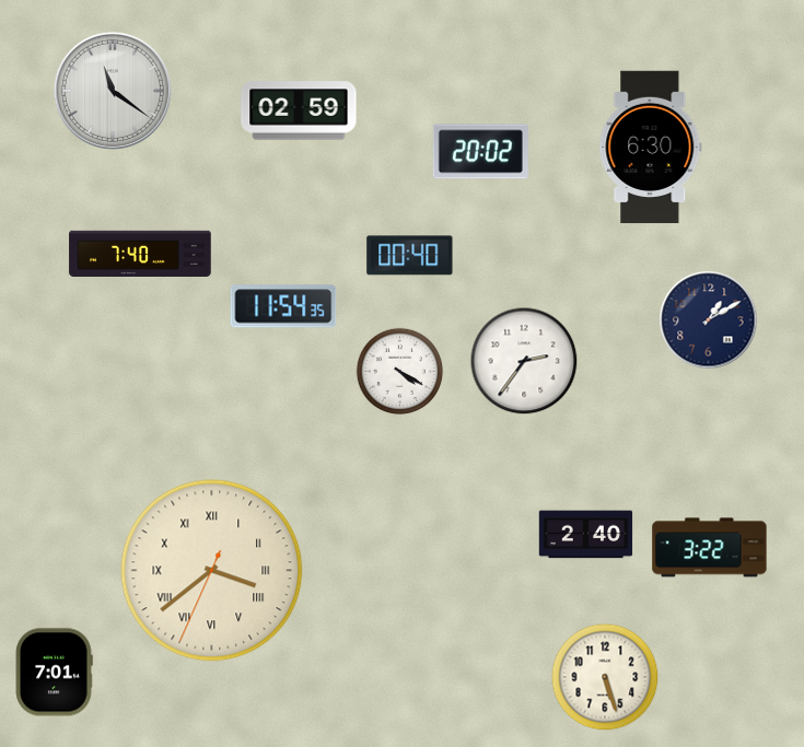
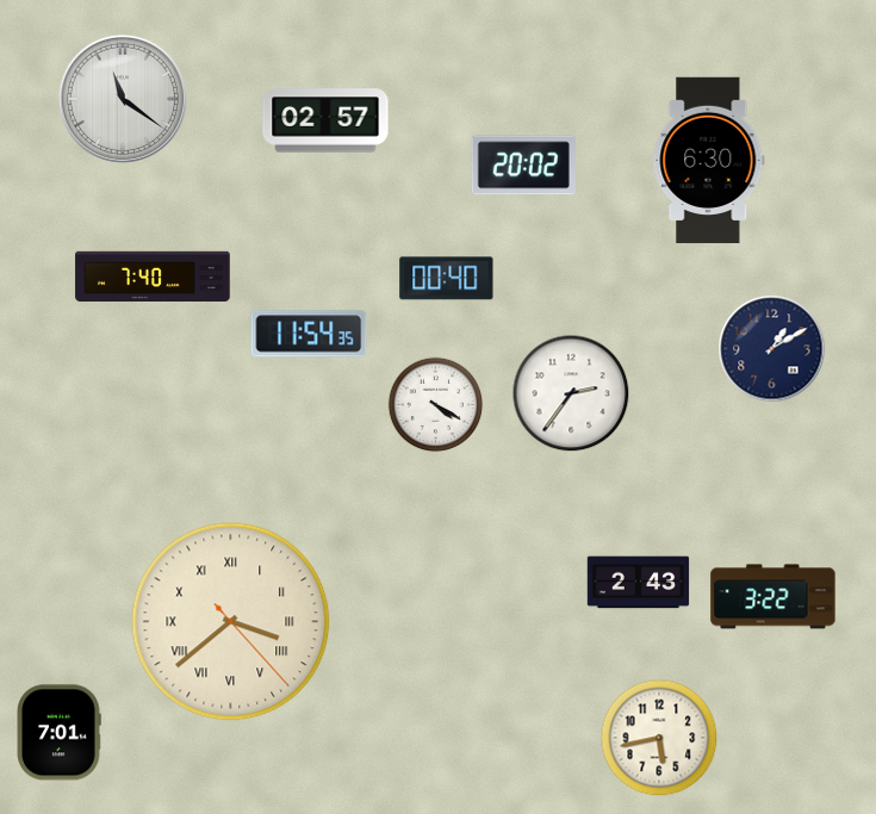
clock at (299, 110): 02:59 -> 02:57
clock at (586, 535): 2:40 -> 2:43
clock at (212, 571): 3:38:34 -> 3:38:23
clock at (605, 677): 5:27 -> 5:43
